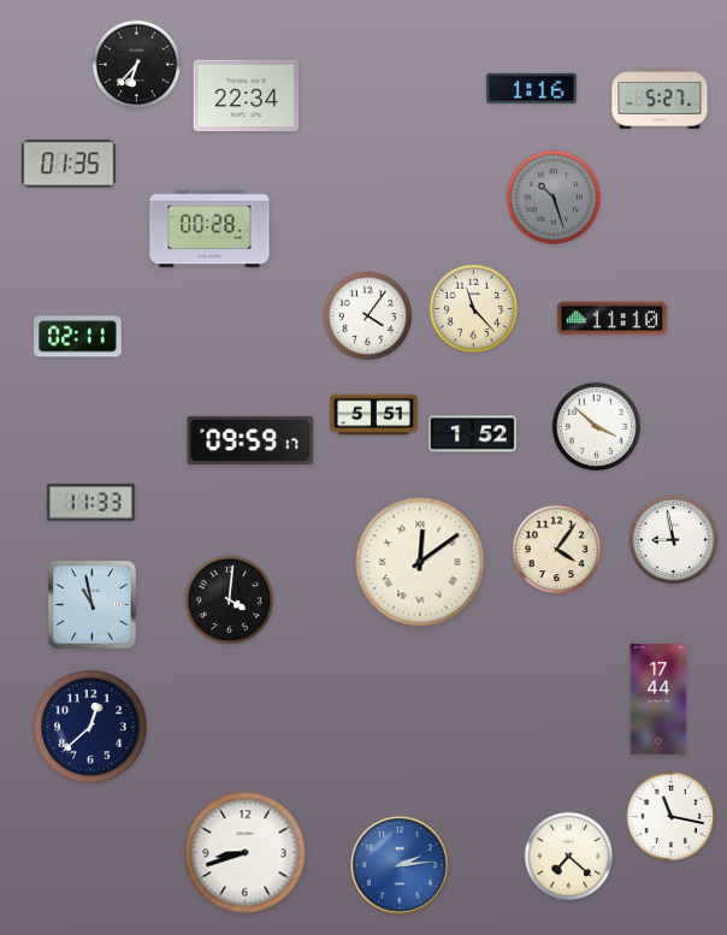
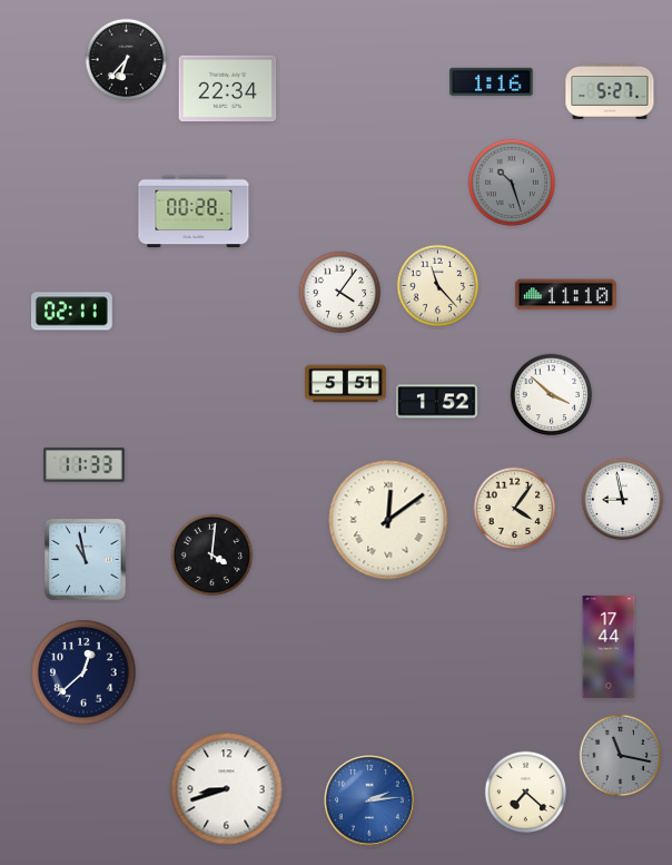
clock at (69, 164): 01:35 -> none
clock at (250, 440): 09:59 -> none
clock at (672, 817) dial: white -> grey
